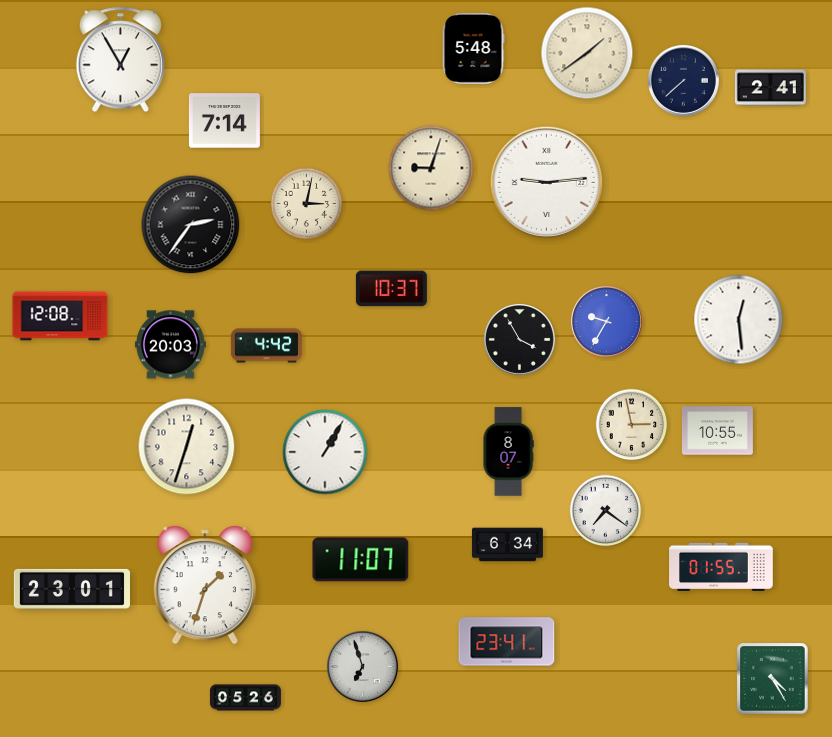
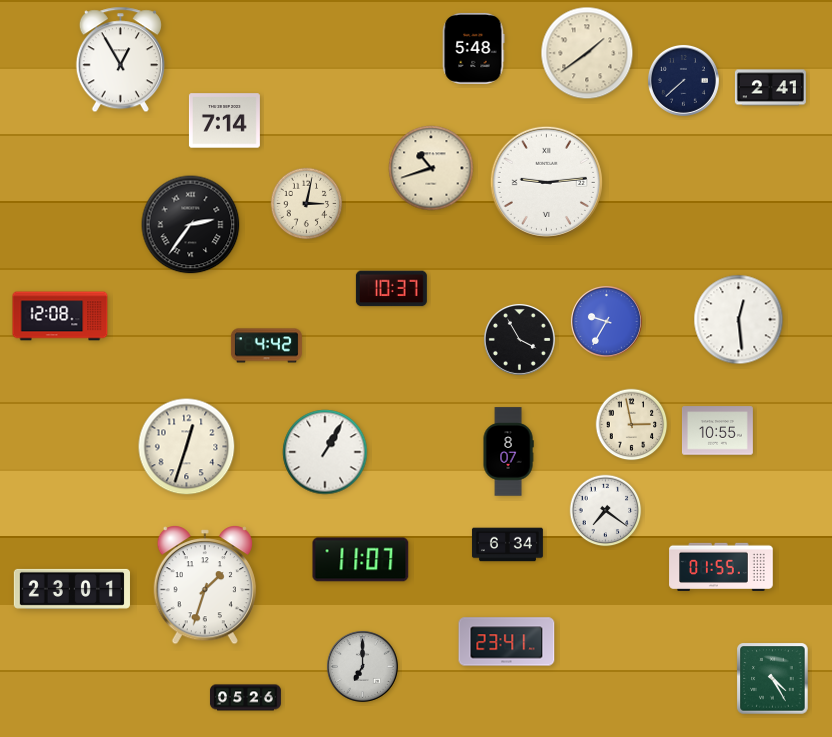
clock at (431, 168): 9:03 -> 10:42
clock at (170, 345): 20:03 -> none
clock at (362, 666): 6:57 -> 7:00
